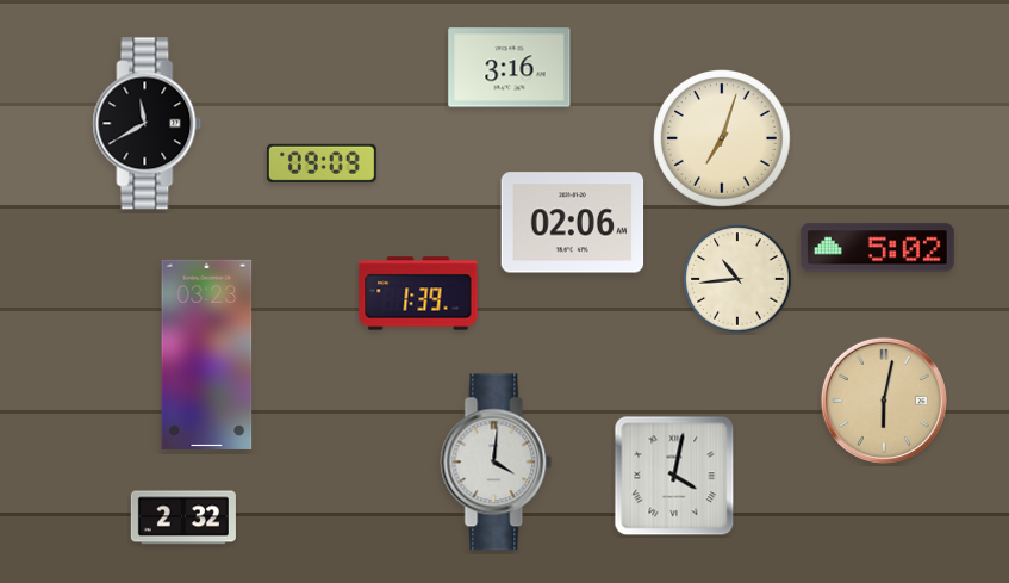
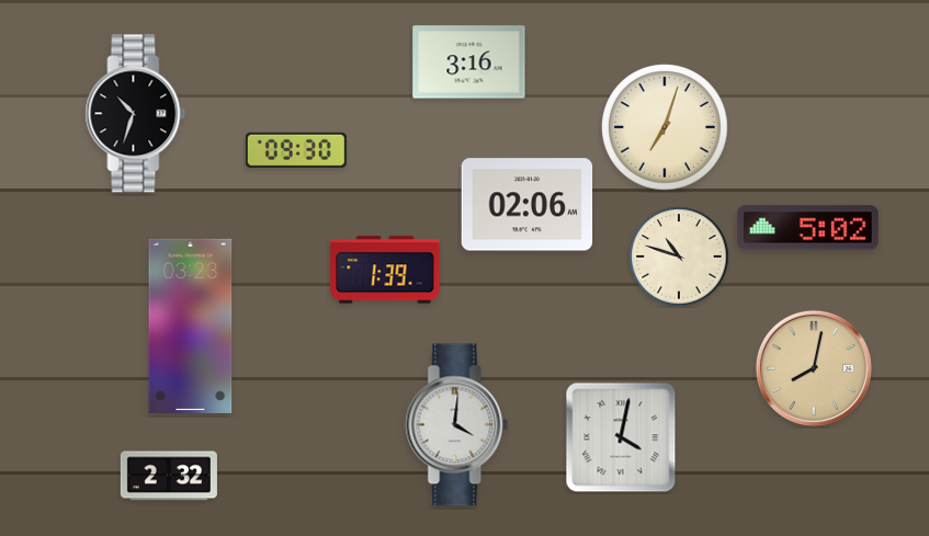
clock at (148, 124): 11:40 -> 10:33
clock at (322, 163): 09:09 -> 09:30
clock at (737, 279): 10:44 -> 10:48
clock at (884, 401): 6:02 -> 8:02
